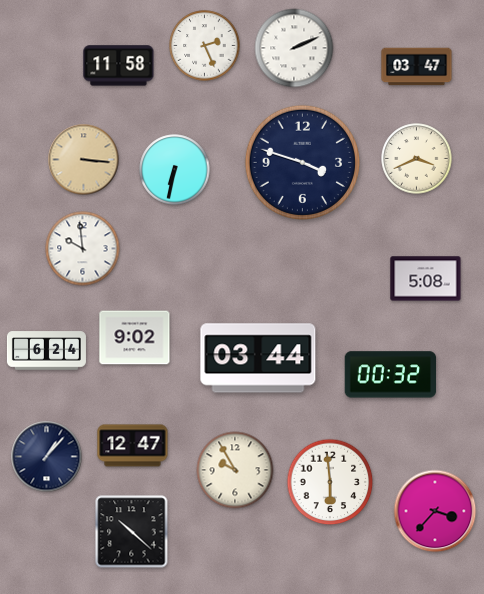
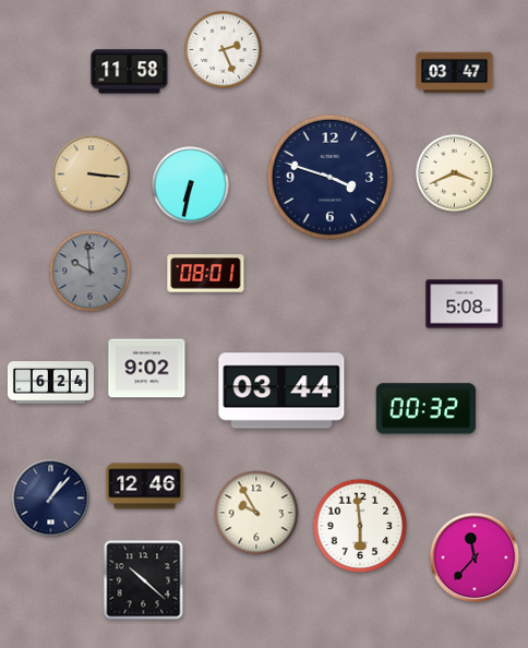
clock at (294, 48): 2:11 -> none
clock at (83, 249) dial: white -> grey
clock at (206, 274): none -> 08:01
clock at (133, 446): 12:47 -> 12:46
clock at (435, 511): 3:37 -> 11:37
